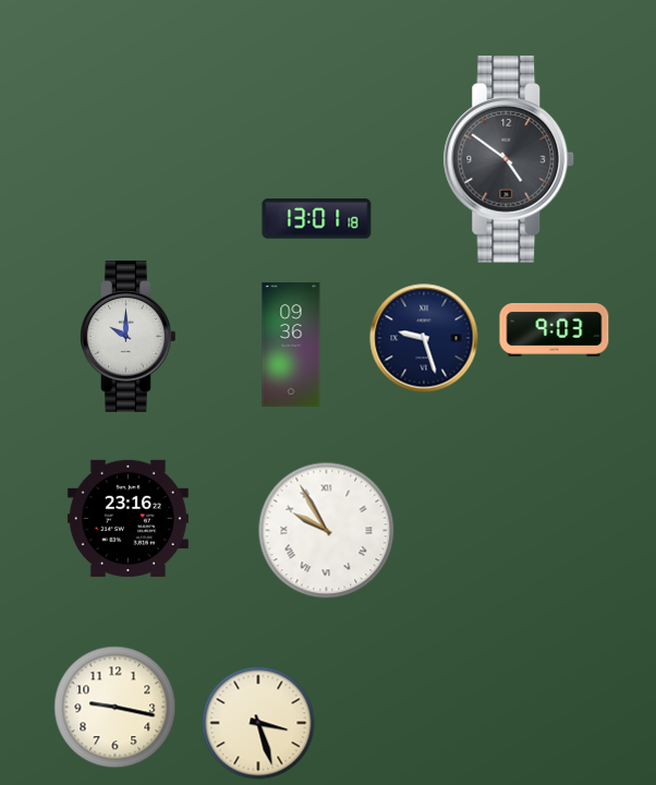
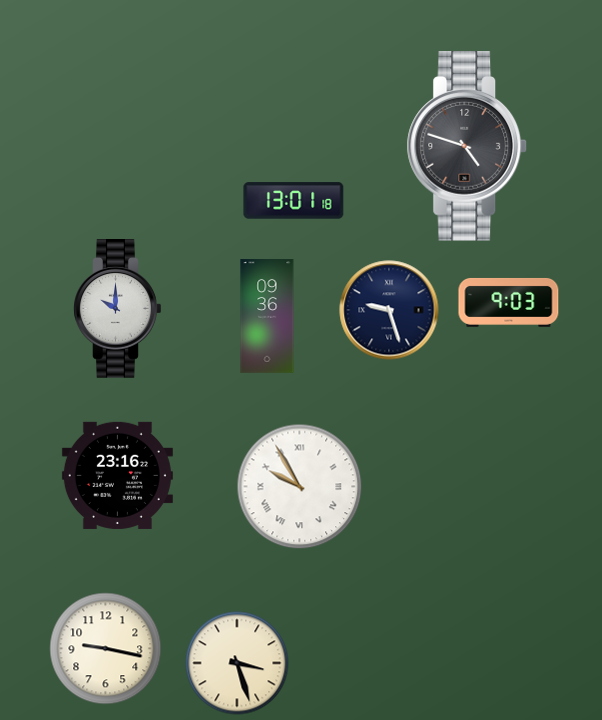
clock at (509, 159): 4:51 -> 4:48
clock at (317, 219) position: (317, 219) -> (294, 201)
